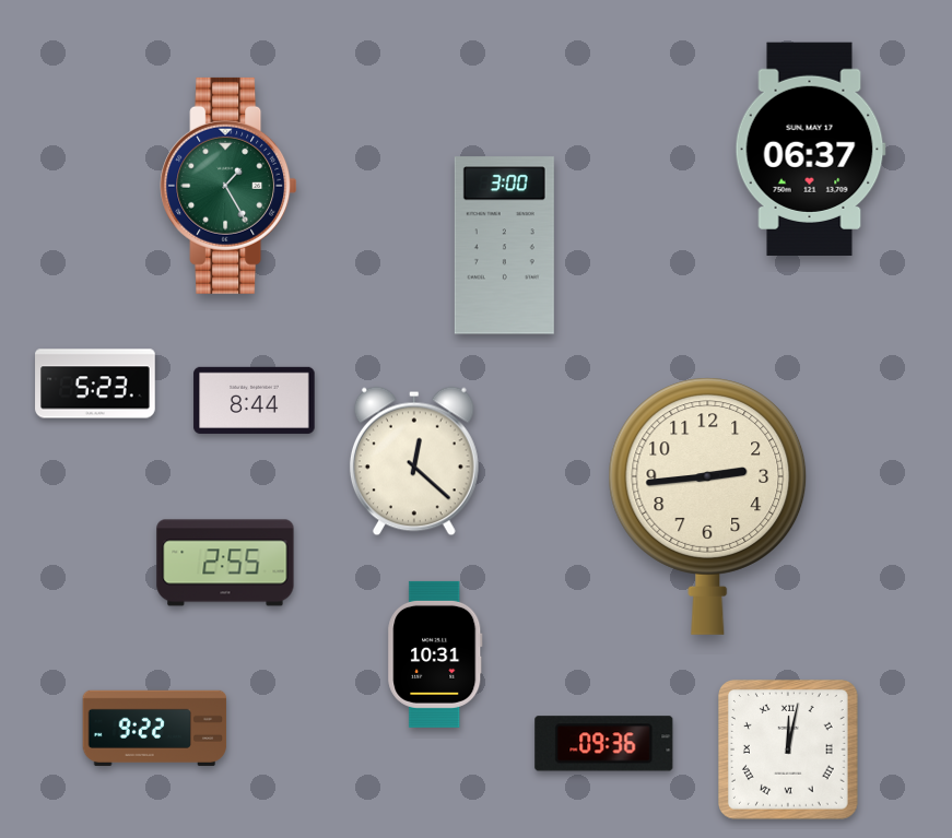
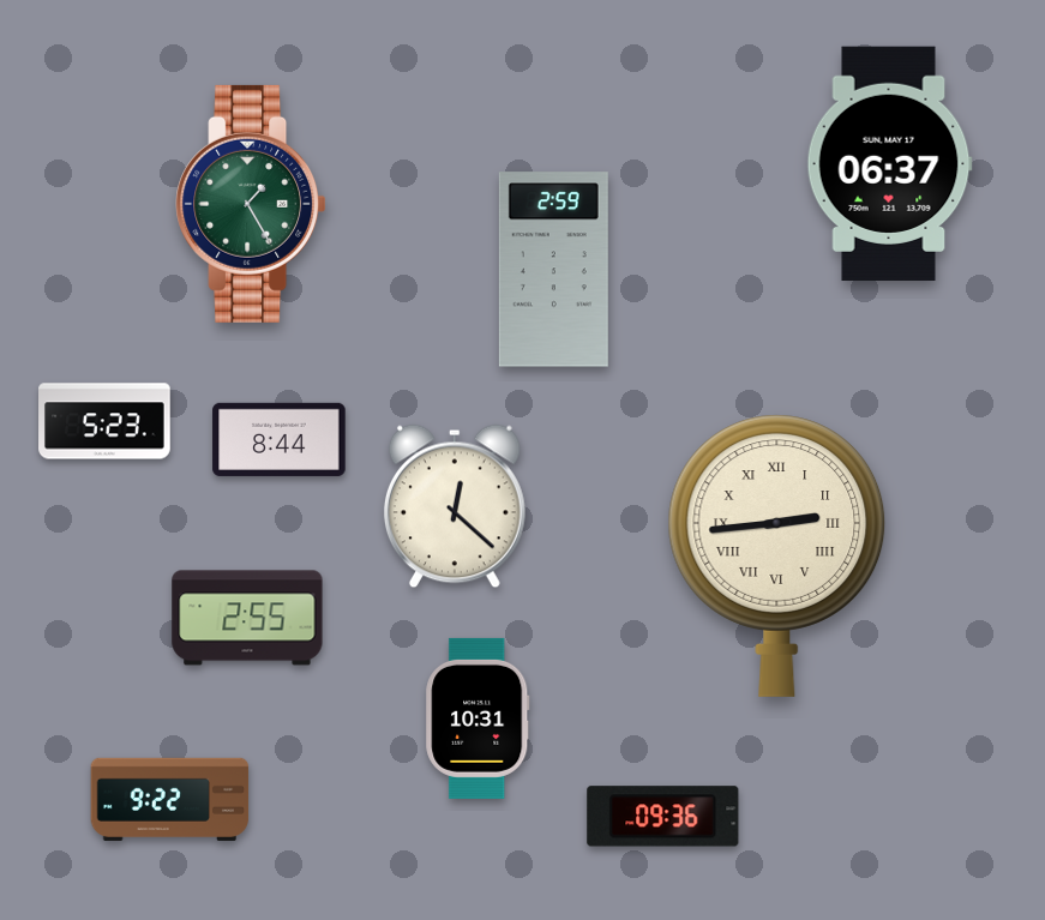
clock at (504, 246): 3:00 -> 2:59
clock at (708, 506) numerals: Arabic -> Roman
clock at (789, 751): 12:02 -> none
